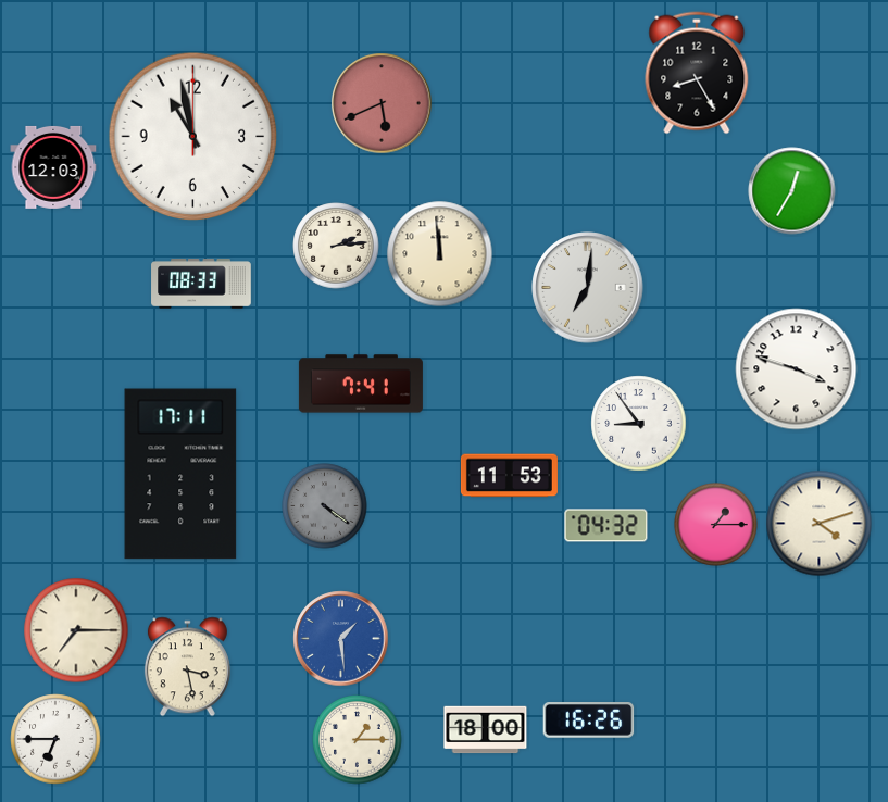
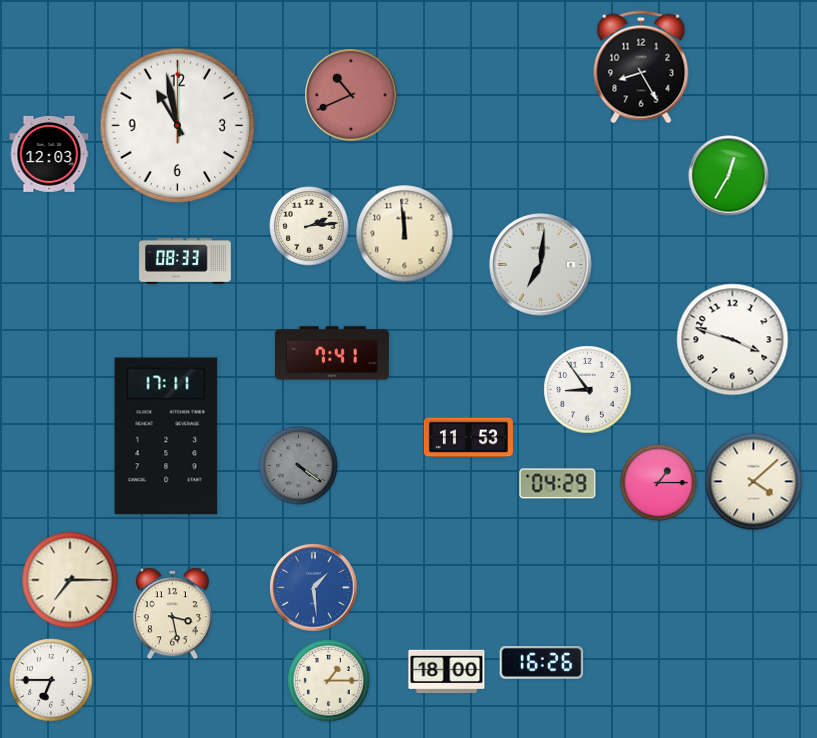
clock at (382, 103): 5:41 -> 10:41
clock at (820, 524): 4:12 -> 4:08
clock at (606, 526): 04:32 -> 04:29
